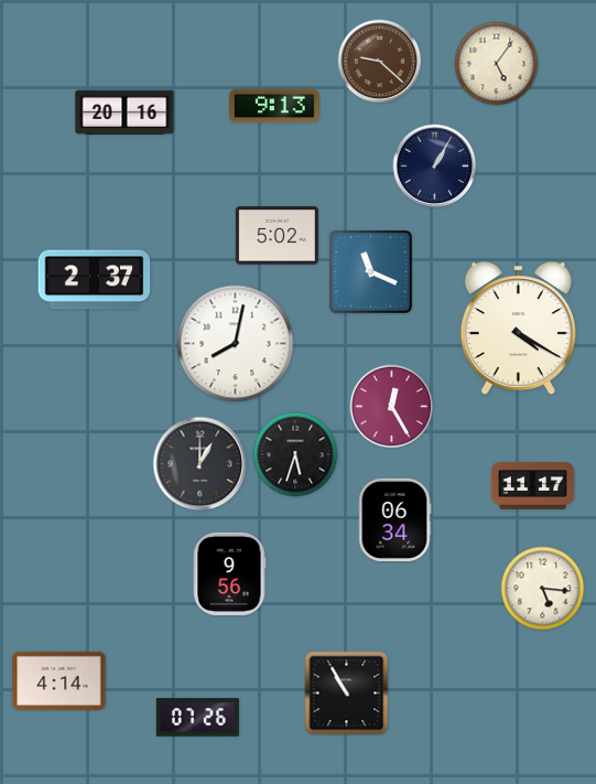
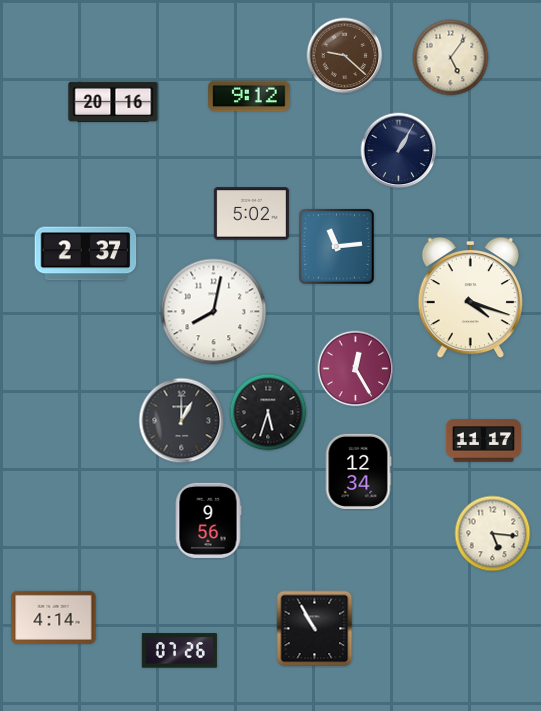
clock at (274, 106): 9:13 -> 9:12
clock at (435, 167) position: (435, 167) -> (399, 151)
clock at (370, 271): 11:19 -> 11:14
clock at (518, 329): 4:20 -> 4:18
clock at (394, 519): 06:34 -> 12:34
